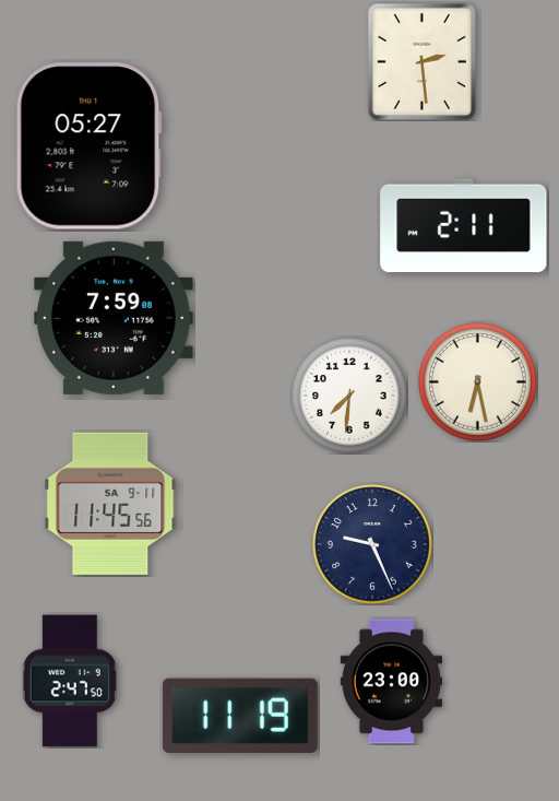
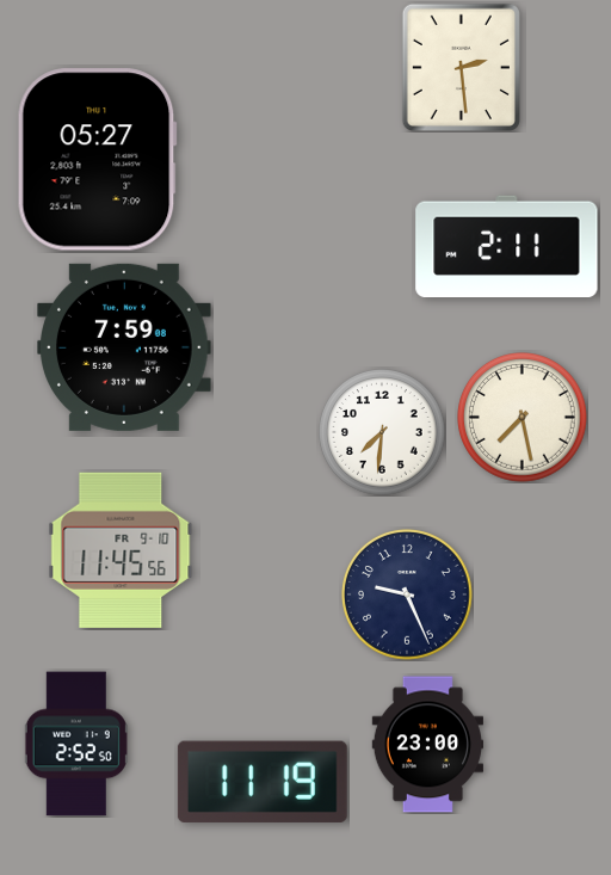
clock at (478, 382): 6:28 -> 7:28
clock at (110, 504) date: SA 9-11 -> FR 9-10
clock at (70, 681): 2:47 -> 2:52
